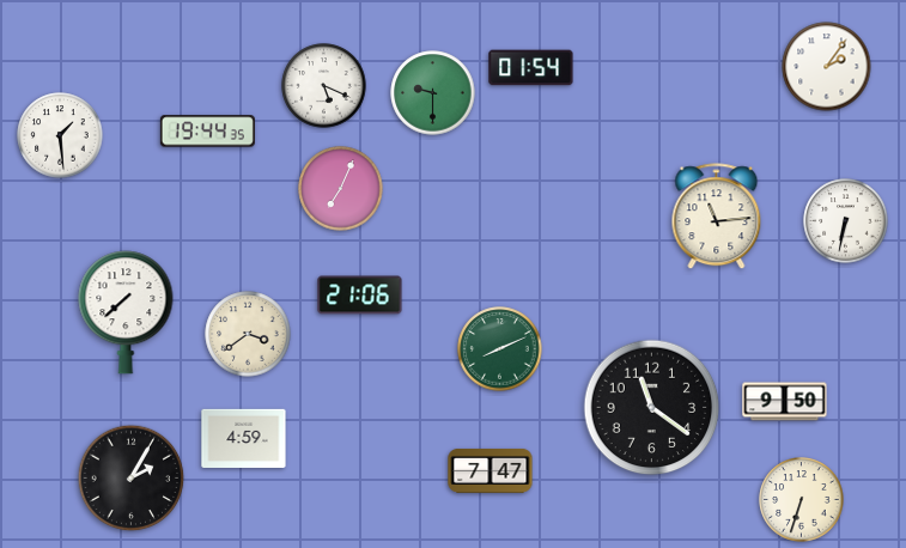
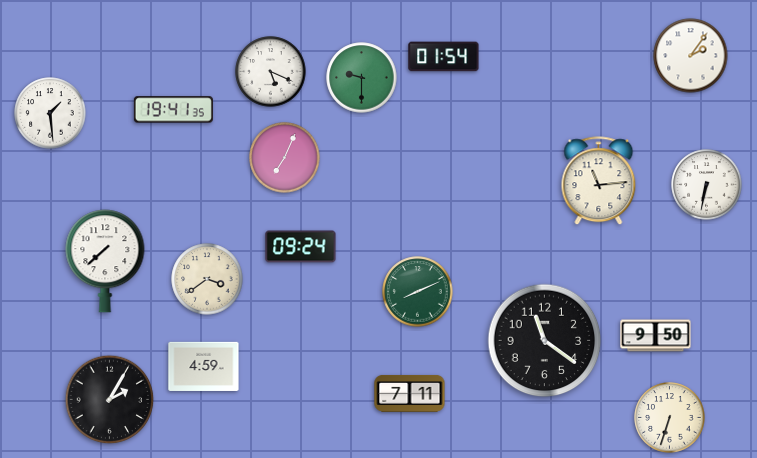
clock at (207, 132): 19:44 -> 19:41
clock at (360, 296): 21:06 -> 09:24
clock at (491, 471): 7:47 -> 7:11
